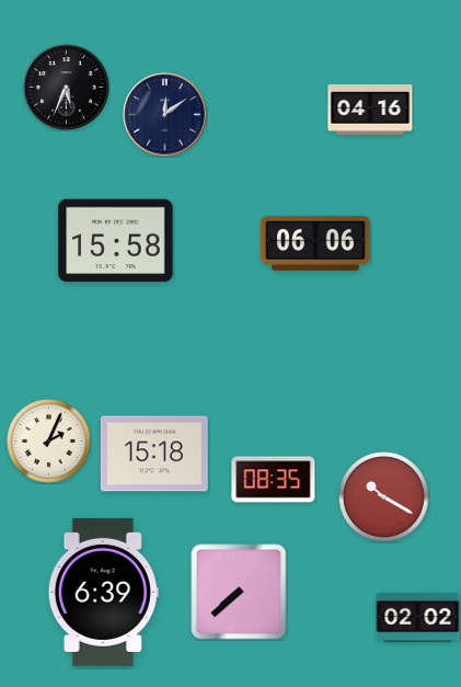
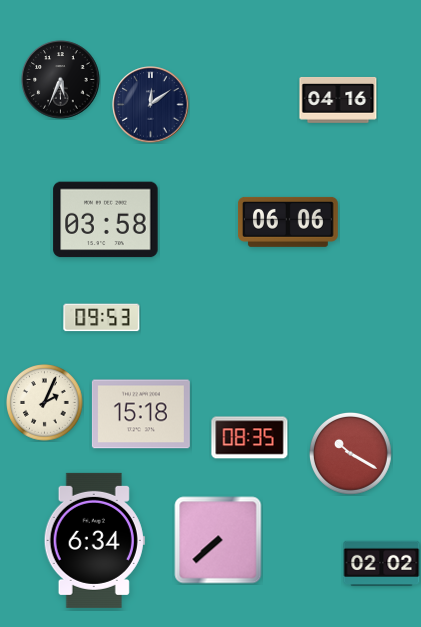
clock at (116, 241): 15:58 -> 03:58
clock at (102, 318): none -> 09:53
clock at (103, 592): 6:39 -> 6:34
